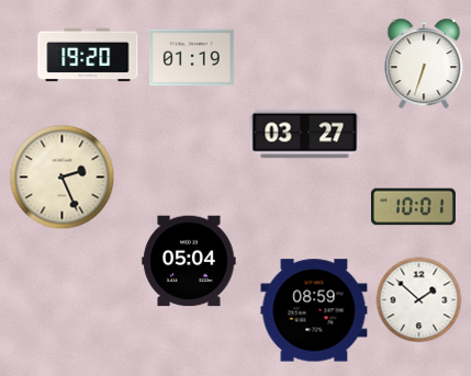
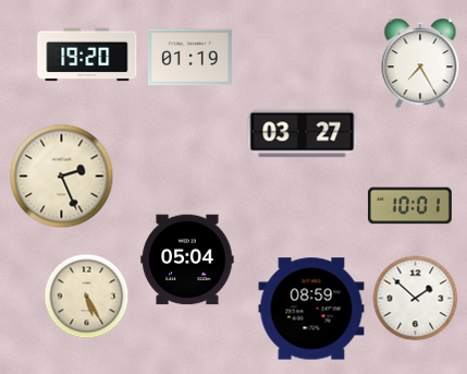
clock at (424, 64): 6:33 -> 7:25
clock at (86, 295): none -> 5:25
